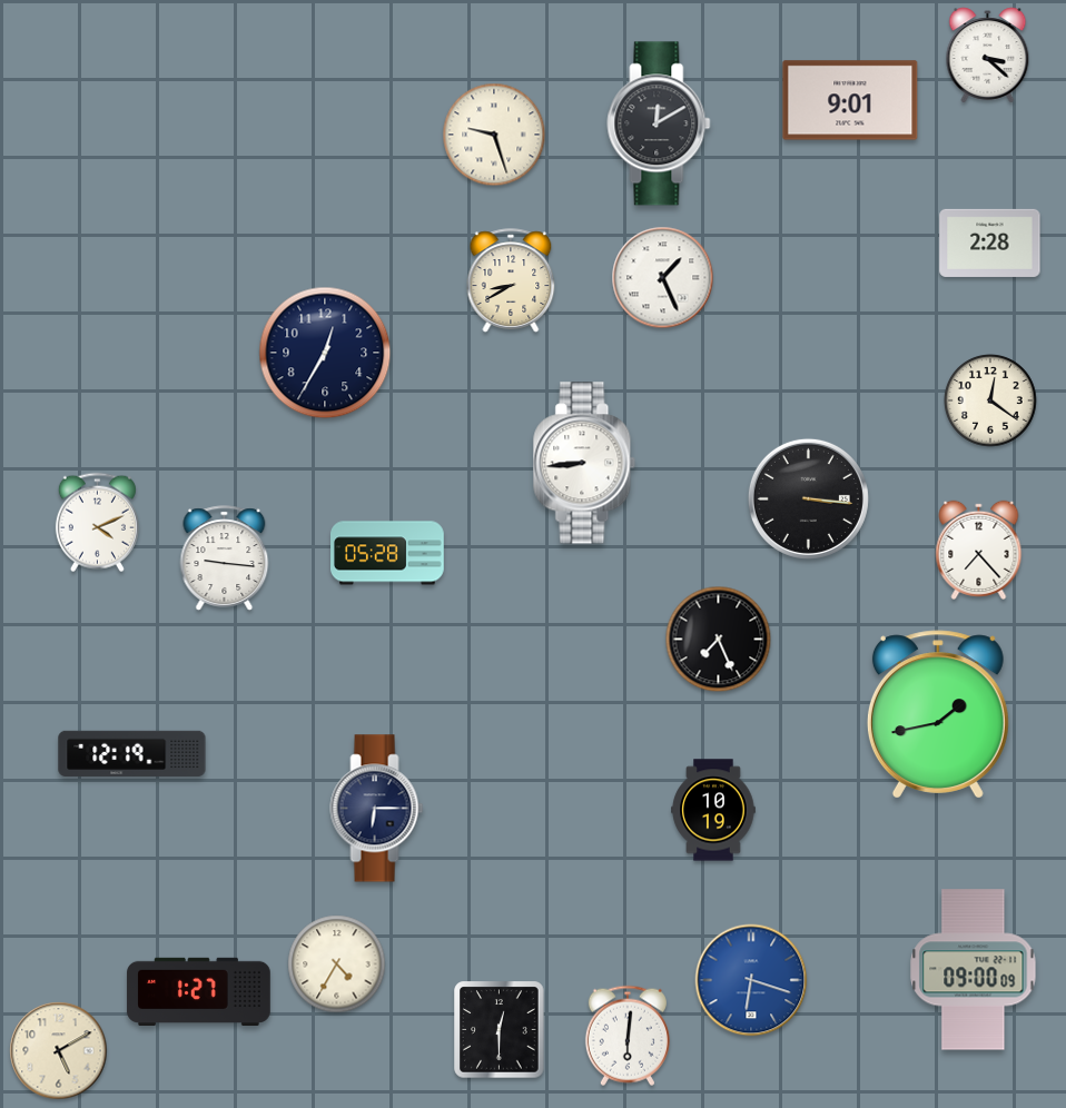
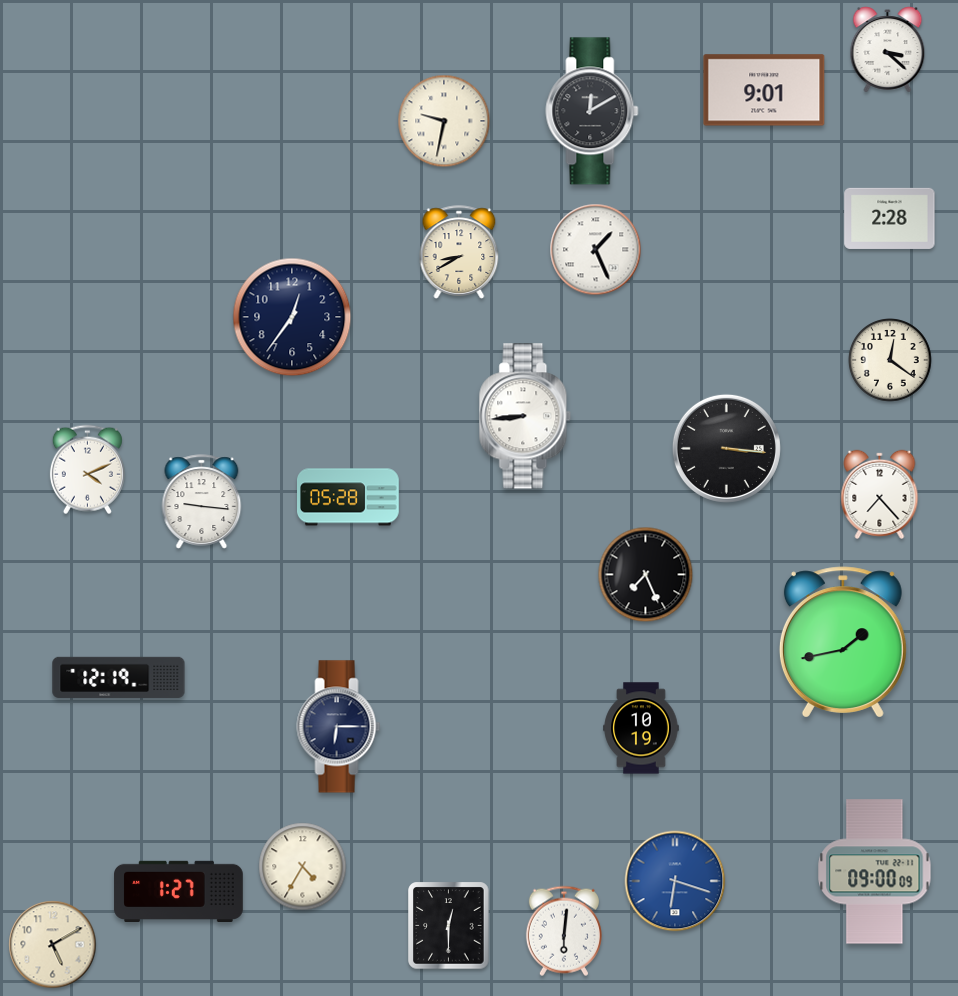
clock at (494, 135): 9:27 -> 9:32
clock at (325, 353): 12:35 -> 12:36
